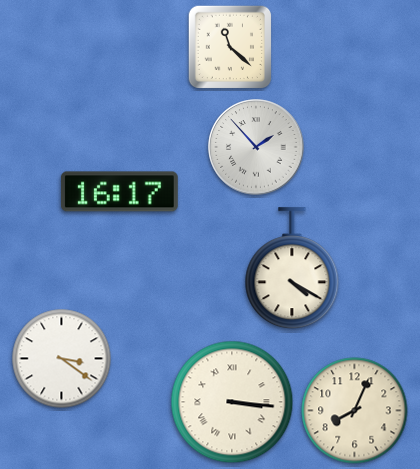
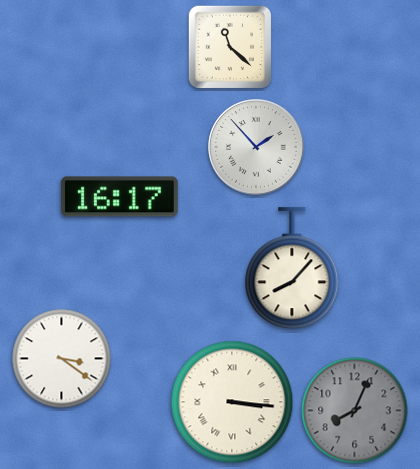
clock at (119, 192) position: (119, 192) -> (119, 197)
clock at (292, 269): 4:20 -> 8:07
clock at (355, 411) dial: cream -> grey
